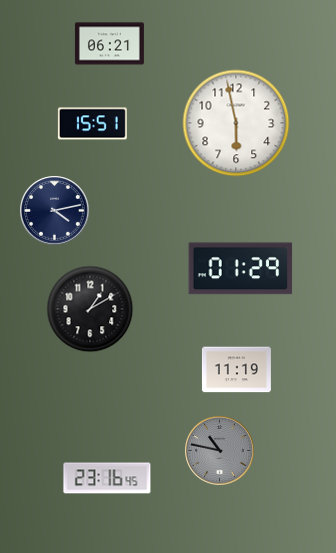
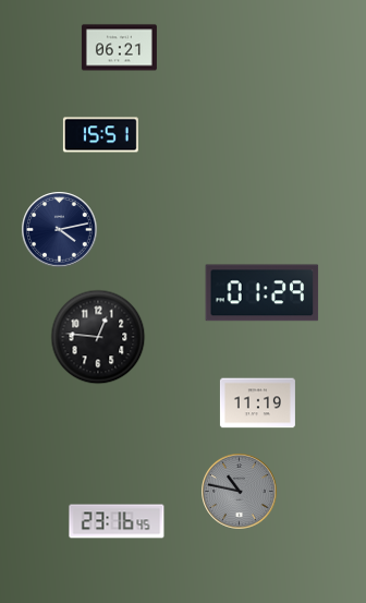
clock at (236, 123): 5:58 -> none
clock at (90, 309): 1:10 -> 12:46
